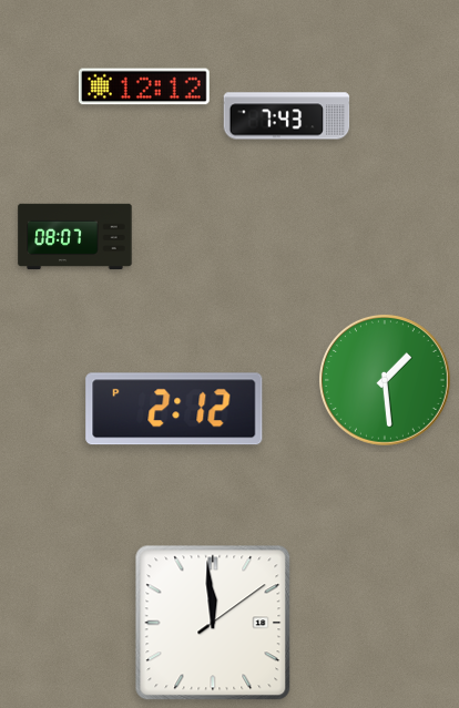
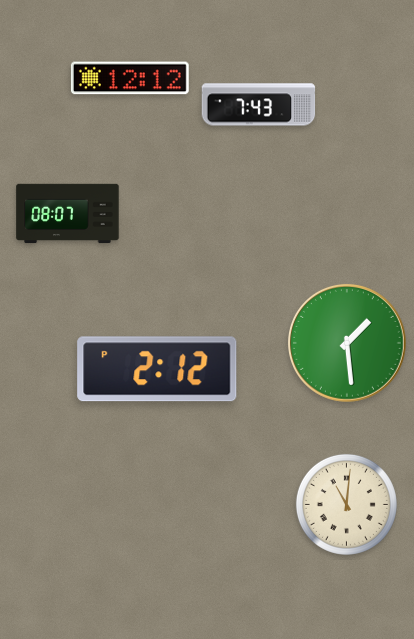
clock at (346, 504): none -> 11:01
clock at (213, 623): 11:59 -> none
